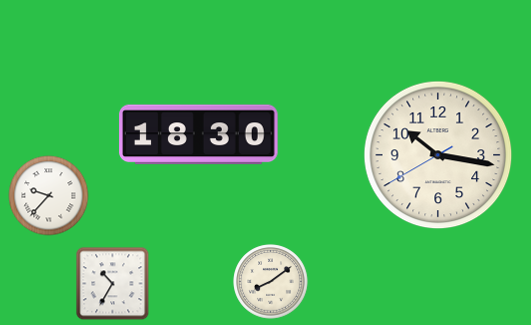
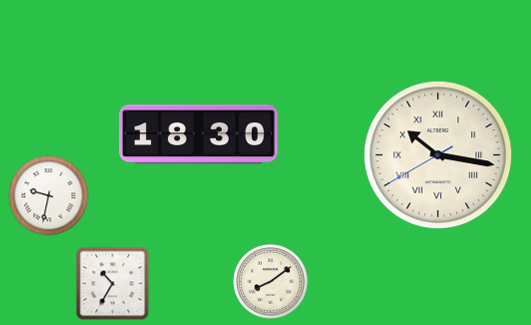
clock at (438, 155) numerals: Arabic -> Roman
clock at (49, 196): 9:37 -> 9:32
